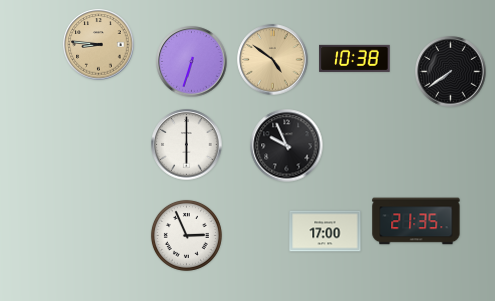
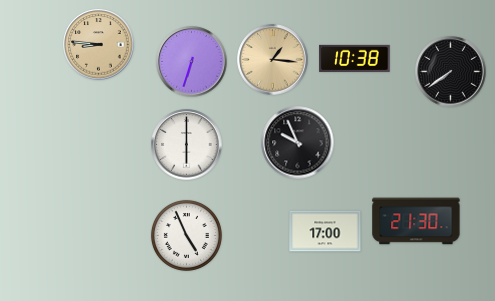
clock at (273, 60): 4:51 -> 1:16
clock at (287, 146) position: (287, 146) -> (298, 143)
clock at (416, 221): 21:35 -> 21:30
clock at (186, 235): 2:56 -> 4:56
